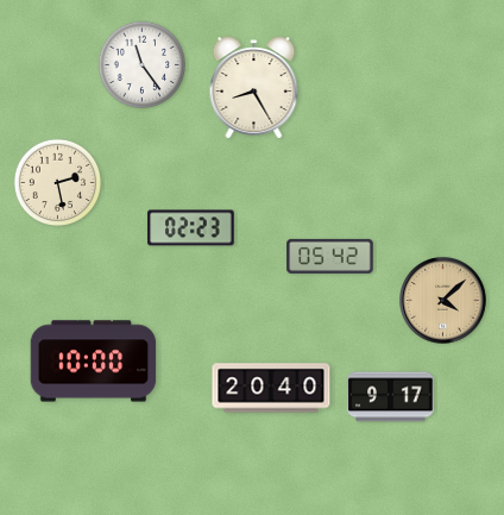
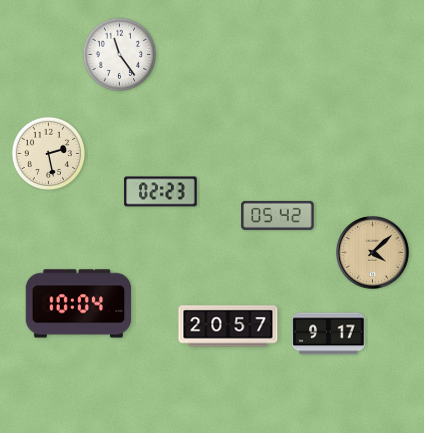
clock at (254, 88): 8:25 -> none
clock at (94, 362): 10:00 -> 10:04
clock at (271, 388): 20:40 -> 20:57
